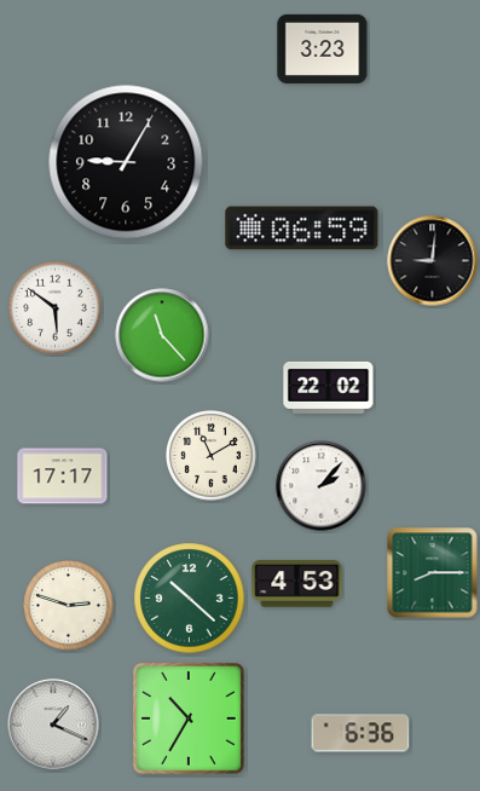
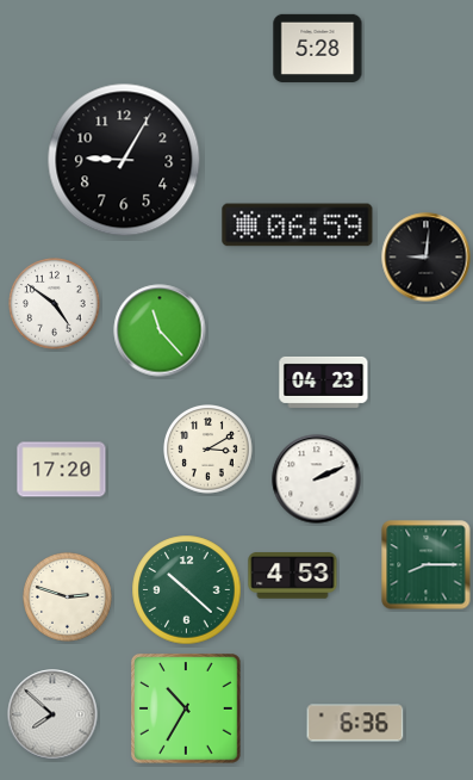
clock at (323, 48): 3:23 -> 5:28
clock at (56, 308): 5:51 -> 4:51
clock at (329, 387): 22:02 -> 04:23
clock at (212, 456): 11:10 -> 3:10
clock at (63, 477): 17:17 -> 17:20
clock at (322, 486): 2:07 -> 2:11
clock at (53, 724): 1:19 -> 7:52
